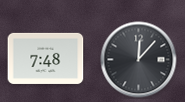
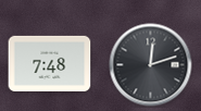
clock at (139, 60): 12:07 -> 12:12
